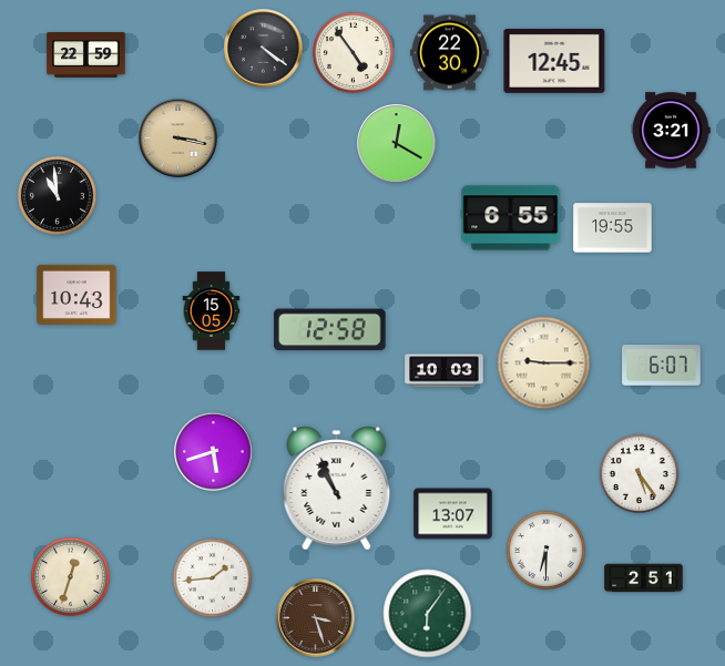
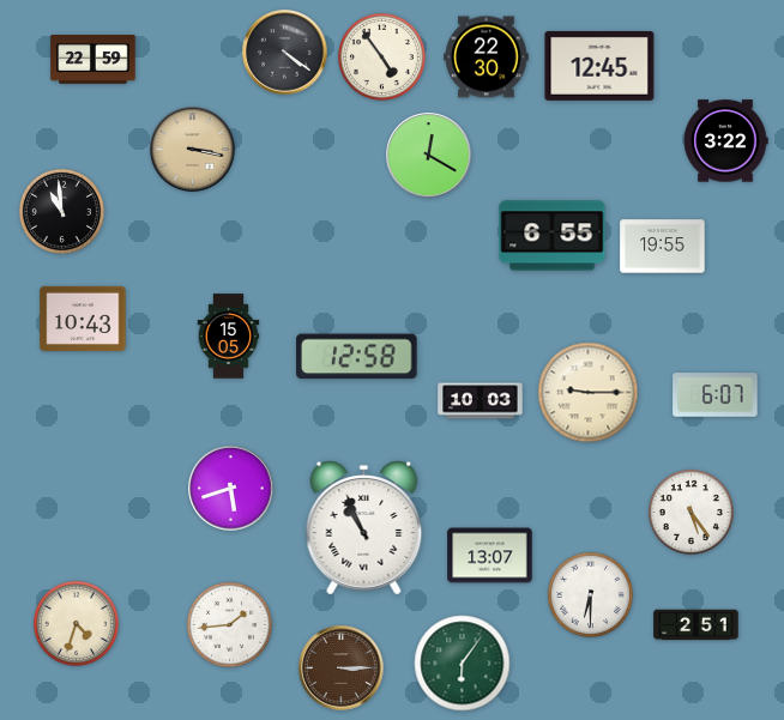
clock at (671, 131): 3:21 -> 3:22
clock at (70, 576): 12:33 -> 4:33
clock at (316, 618): 3:27 -> 3:15
